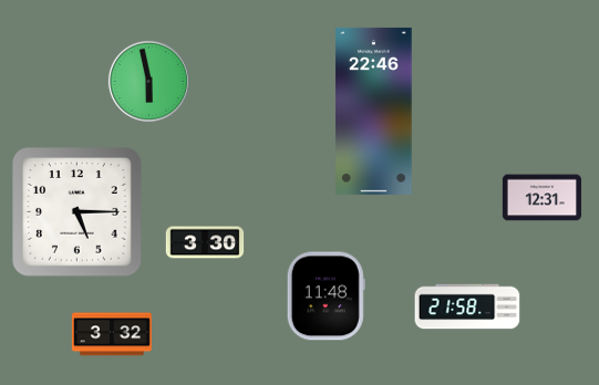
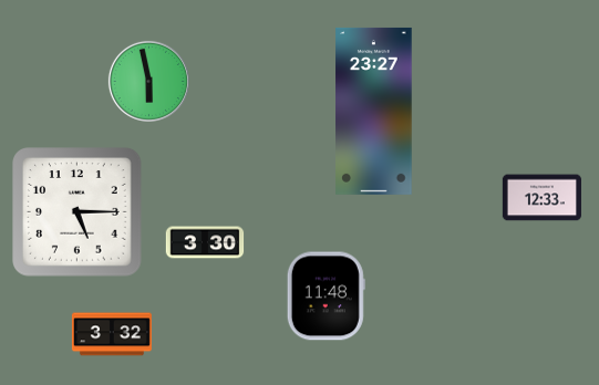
clock at (374, 111): 22:46 -> 23:27
clock at (541, 198): 12:31 -> 12:33
clock at (467, 306): 21:58 -> none
